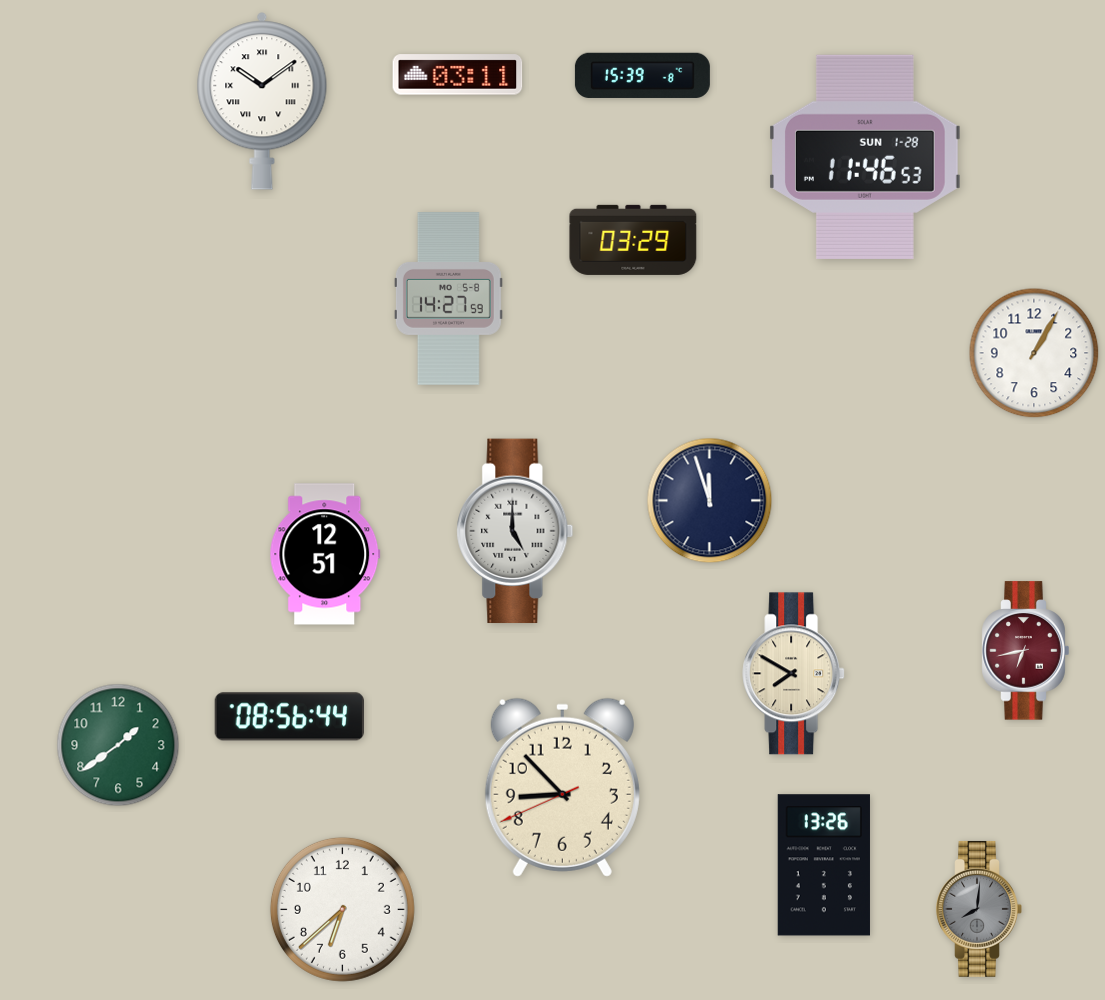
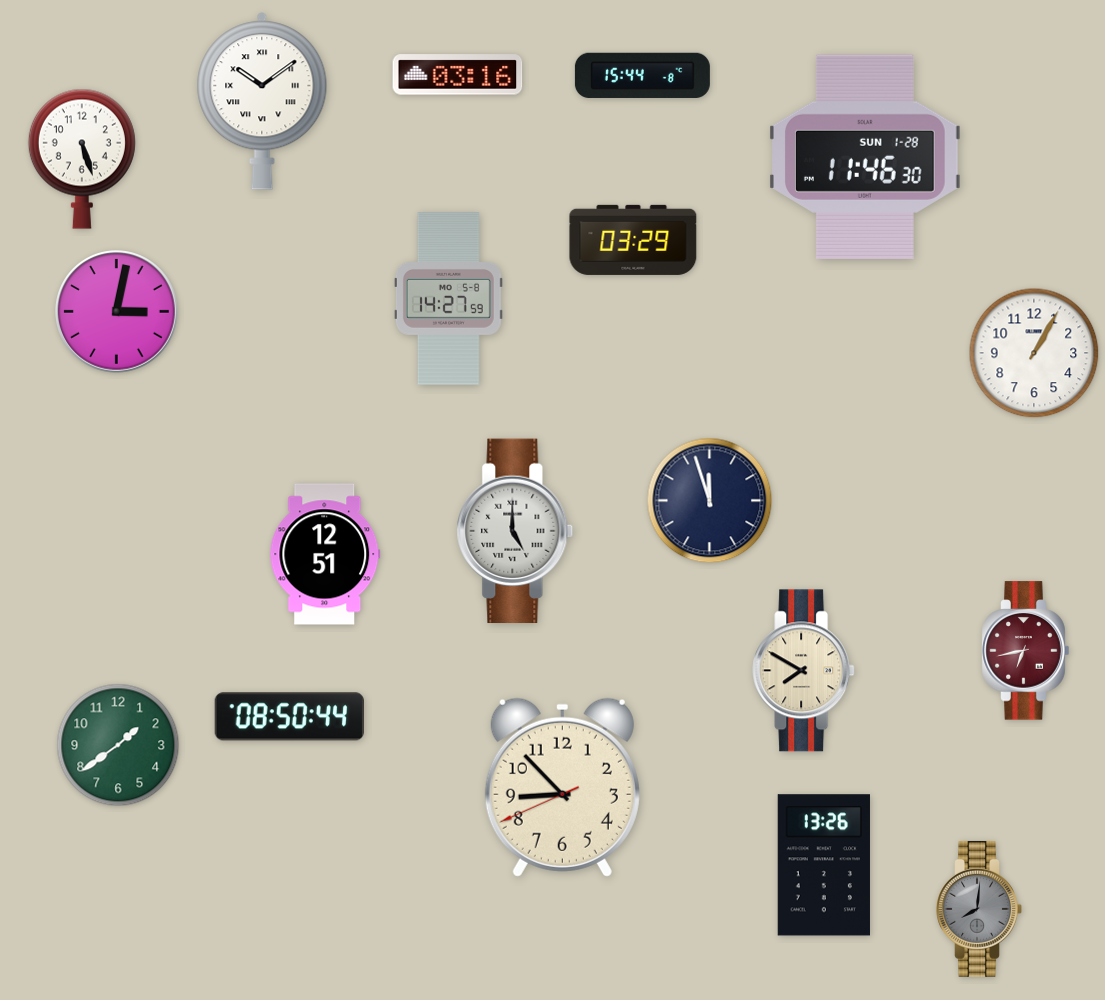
clock at (458, 75): 03:11 -> 03:16
clock at (642, 75): 15:39 -> 15:44
clock at (866, 157): 11:46:53 -> 11:46:30
clock at (82, 159): none -> 5:27
clock at (117, 312): none -> 3:02
clock at (794, 674) position: (794, 674) -> (804, 671)
clock at (289, 717): 08:56 -> 08:50
clock at (342, 909): 6:38 -> none
